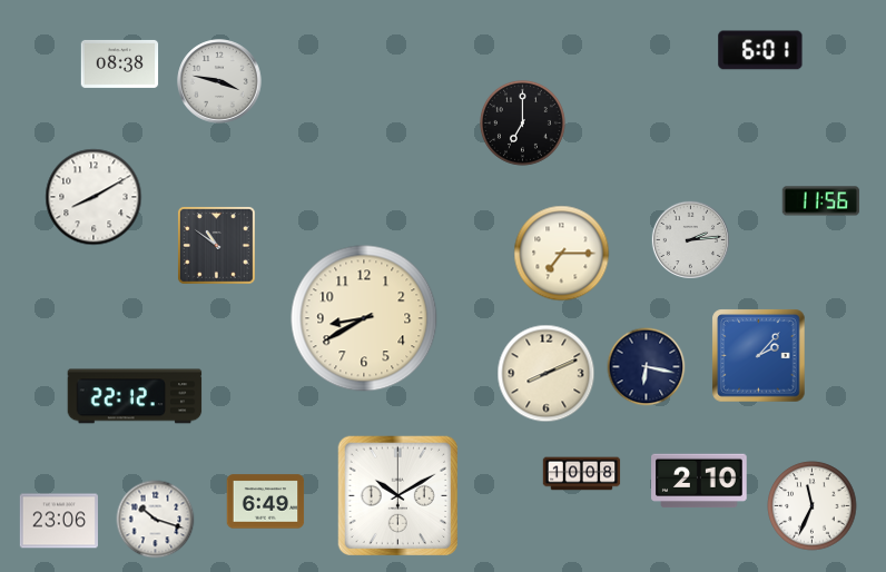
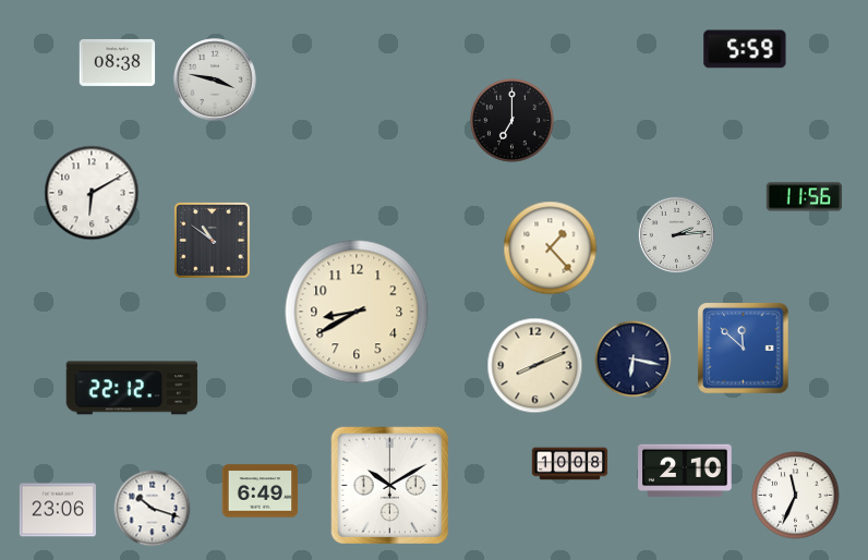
clock at (760, 50): 6:01 -> 5:59
clock at (93, 197): 8:10 -> 6:10
clock at (562, 254): 7:15 -> 1:23
clock at (759, 356): 2:07 -> 11:52
